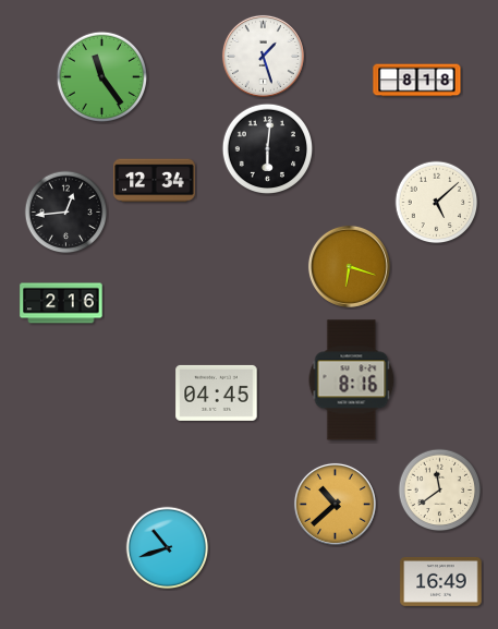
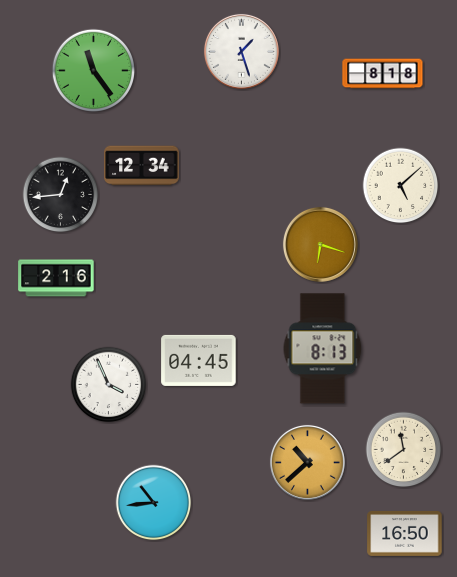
clock at (268, 149): 6:01 -> none
clock at (352, 380): 8:16 -> 8:13
clock at (109, 385): none -> 3:56
clock at (168, 548): 10:42 -> 10:44
clock at (441, 581): 16:49 -> 16:50
